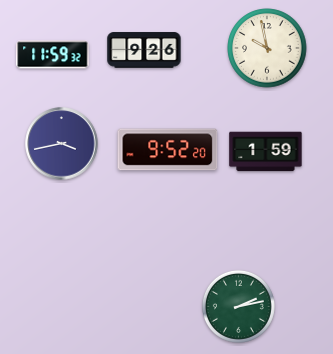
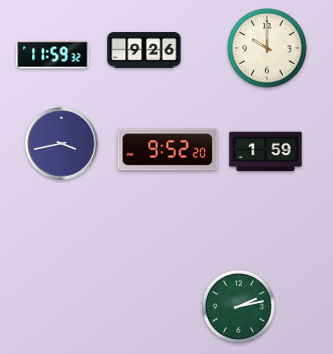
clock at (267, 48): 9:58 -> 10:00
